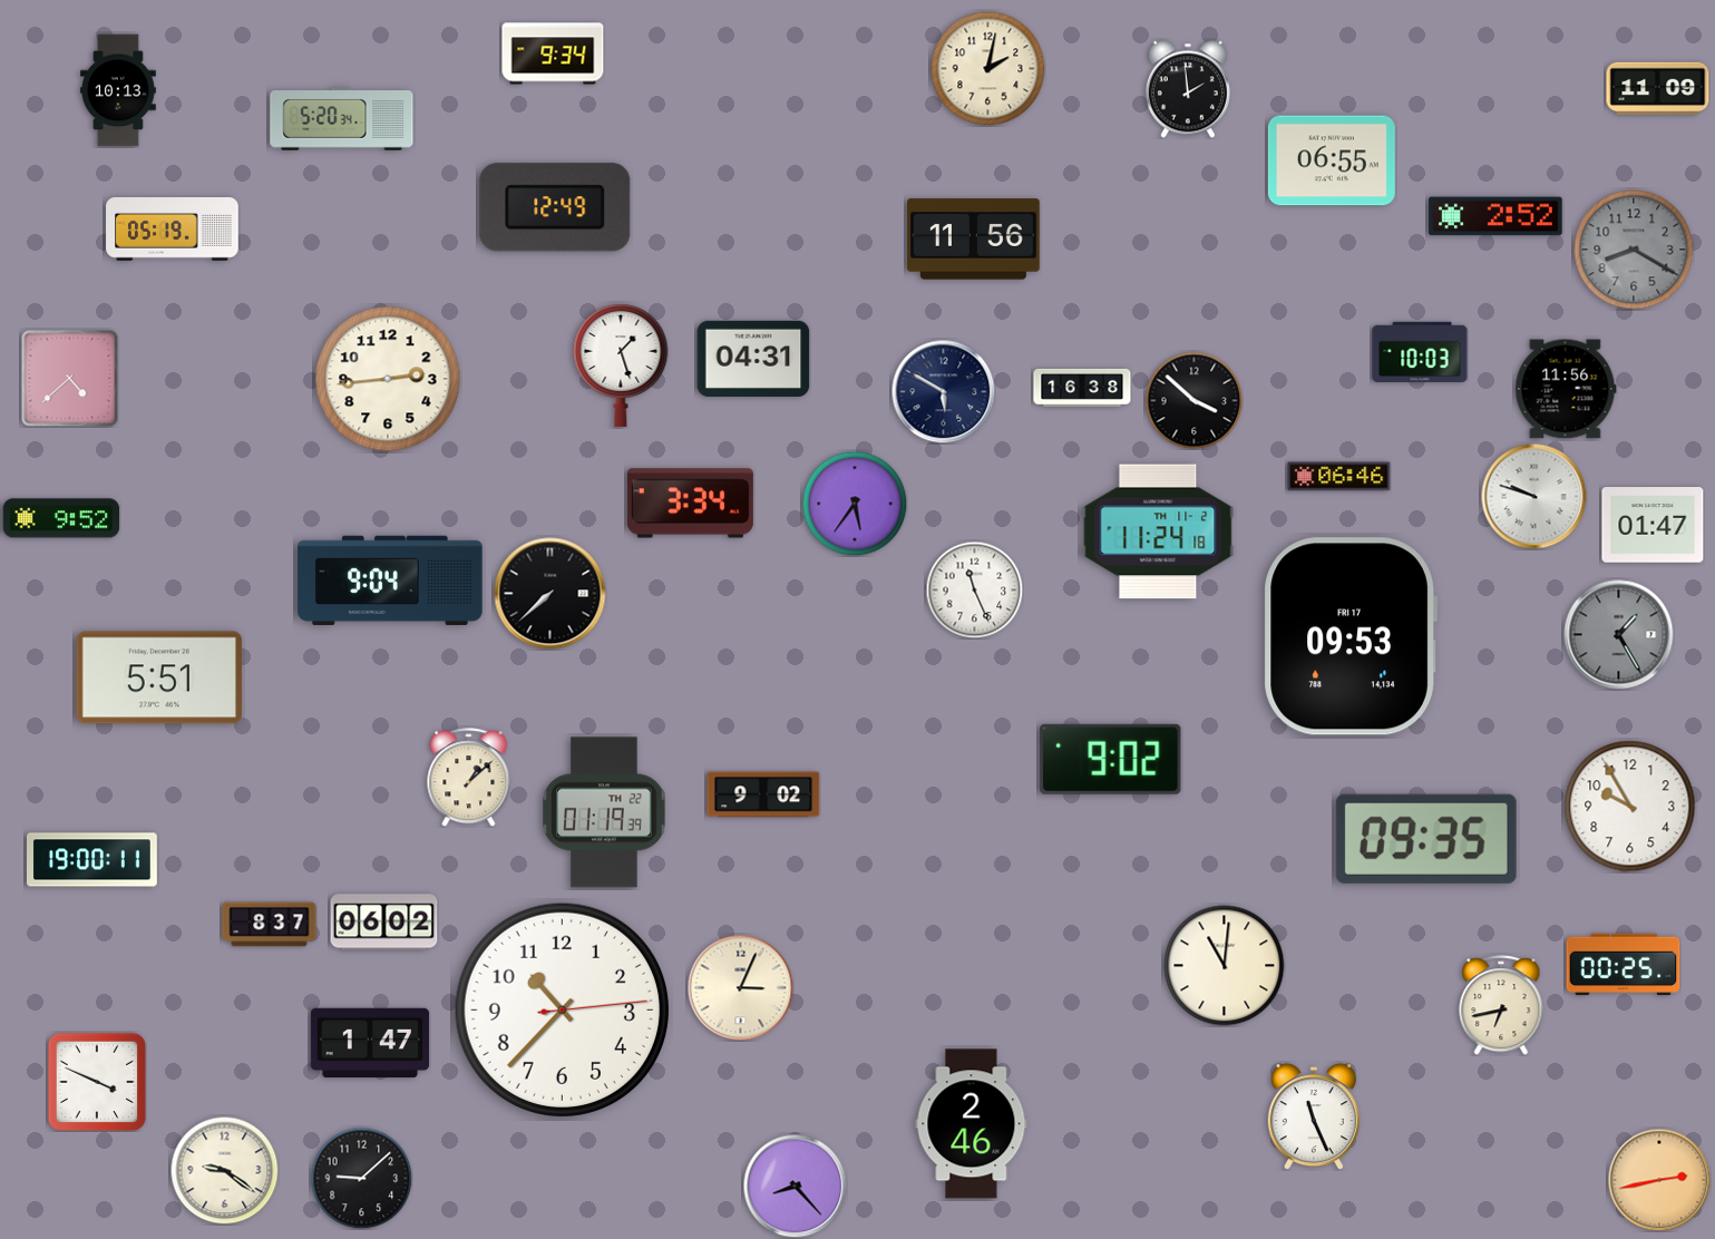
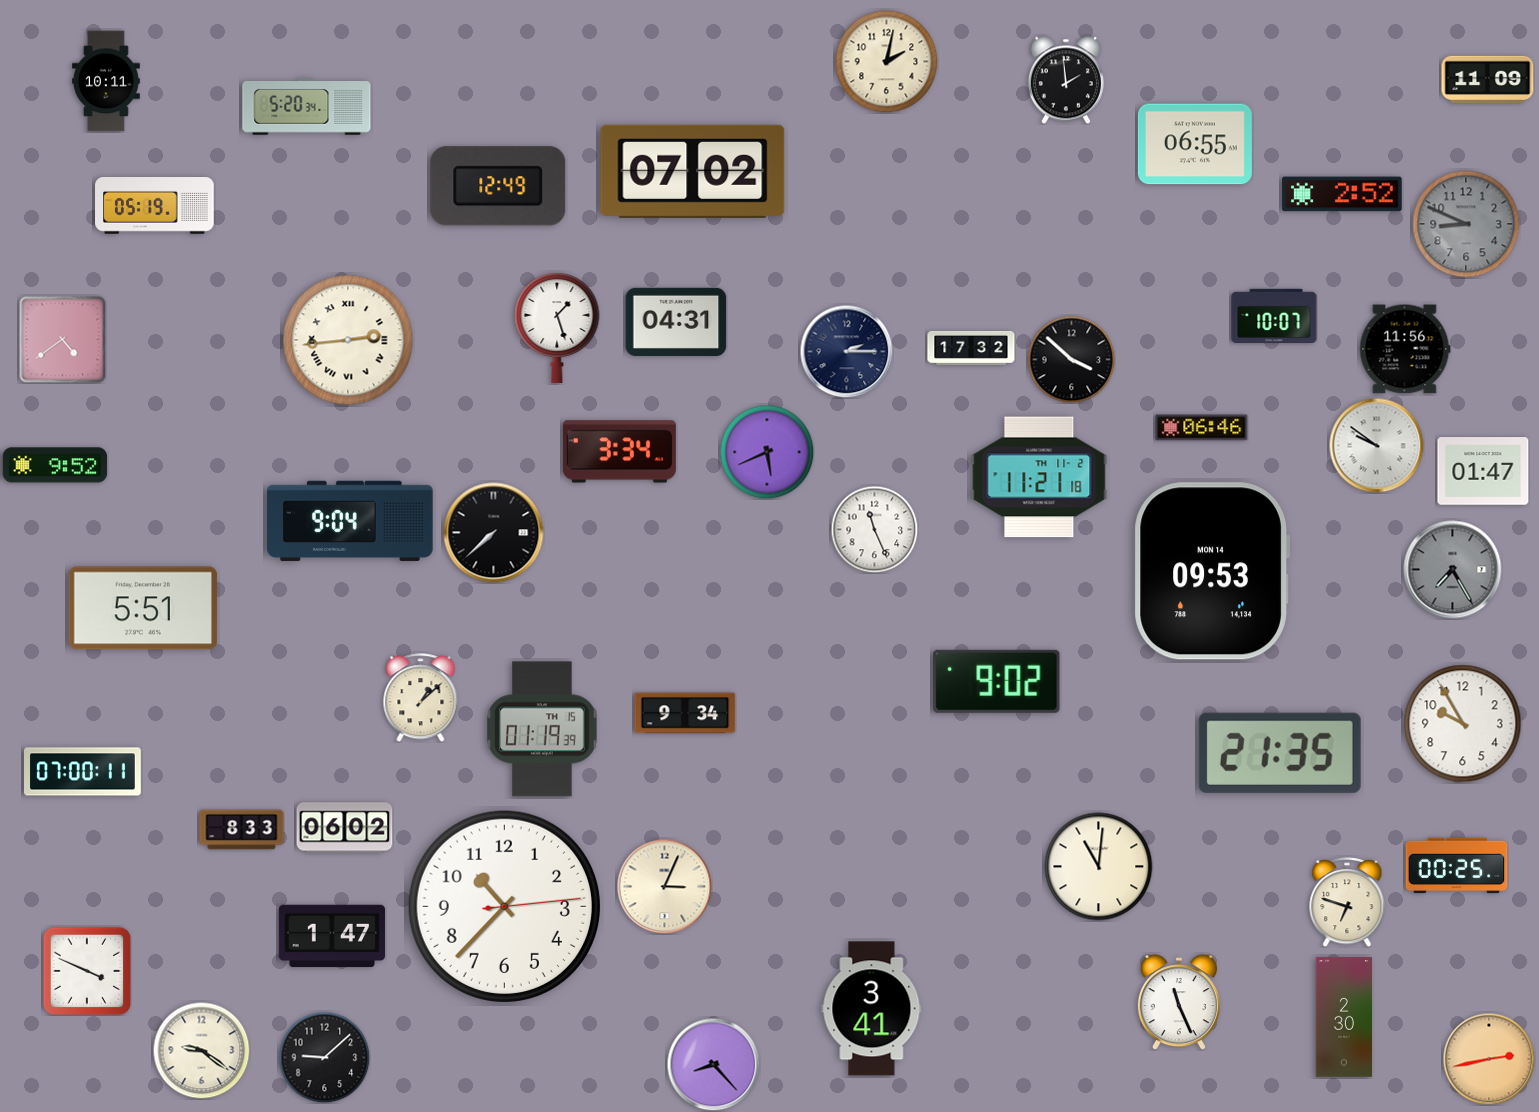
clock at (553, 53): 9:34 -> none
clock at (119, 90): 10:13 -> 10:11
clock at (693, 171): none -> 07:02
clock at (974, 240): 11:56 -> none
clock at (1634, 250): 8:20 -> 8:49
clock at (1420, 351): 10:03 -> 10:07
clock at (69, 378): 4:38 -> 4:39
clock at (388, 379) numerals: Arabic -> Roman
clock at (1082, 388): 16:38 -> 17:32
clock at (943, 391): 5:50 -> 2:15
clock at (1533, 496): 9:48 -> 9:51
clock at (855, 504): 5:36 -> 5:41
clock at (1158, 531): 11:24 -> 11:21
clock at (1619, 635): 1:25 -> 7:25
clock at (1351, 636) date: FRI 17 -> MON 14
clock at (763, 794): 9:02 -> 9:34
clock at (604, 812) date: TH 22 -> TH 15
clock at (1426, 839): 09:35 -> 21:35
clock at (92, 860): 19:00 -> 07:00
clock at (270, 925): 8:37 -> 8:33
clock at (1501, 1005): 6:43 -> 6:48
clock at (972, 1124): 2:46 -> 3:41
clock at (1343, 1017): none -> 2:30
